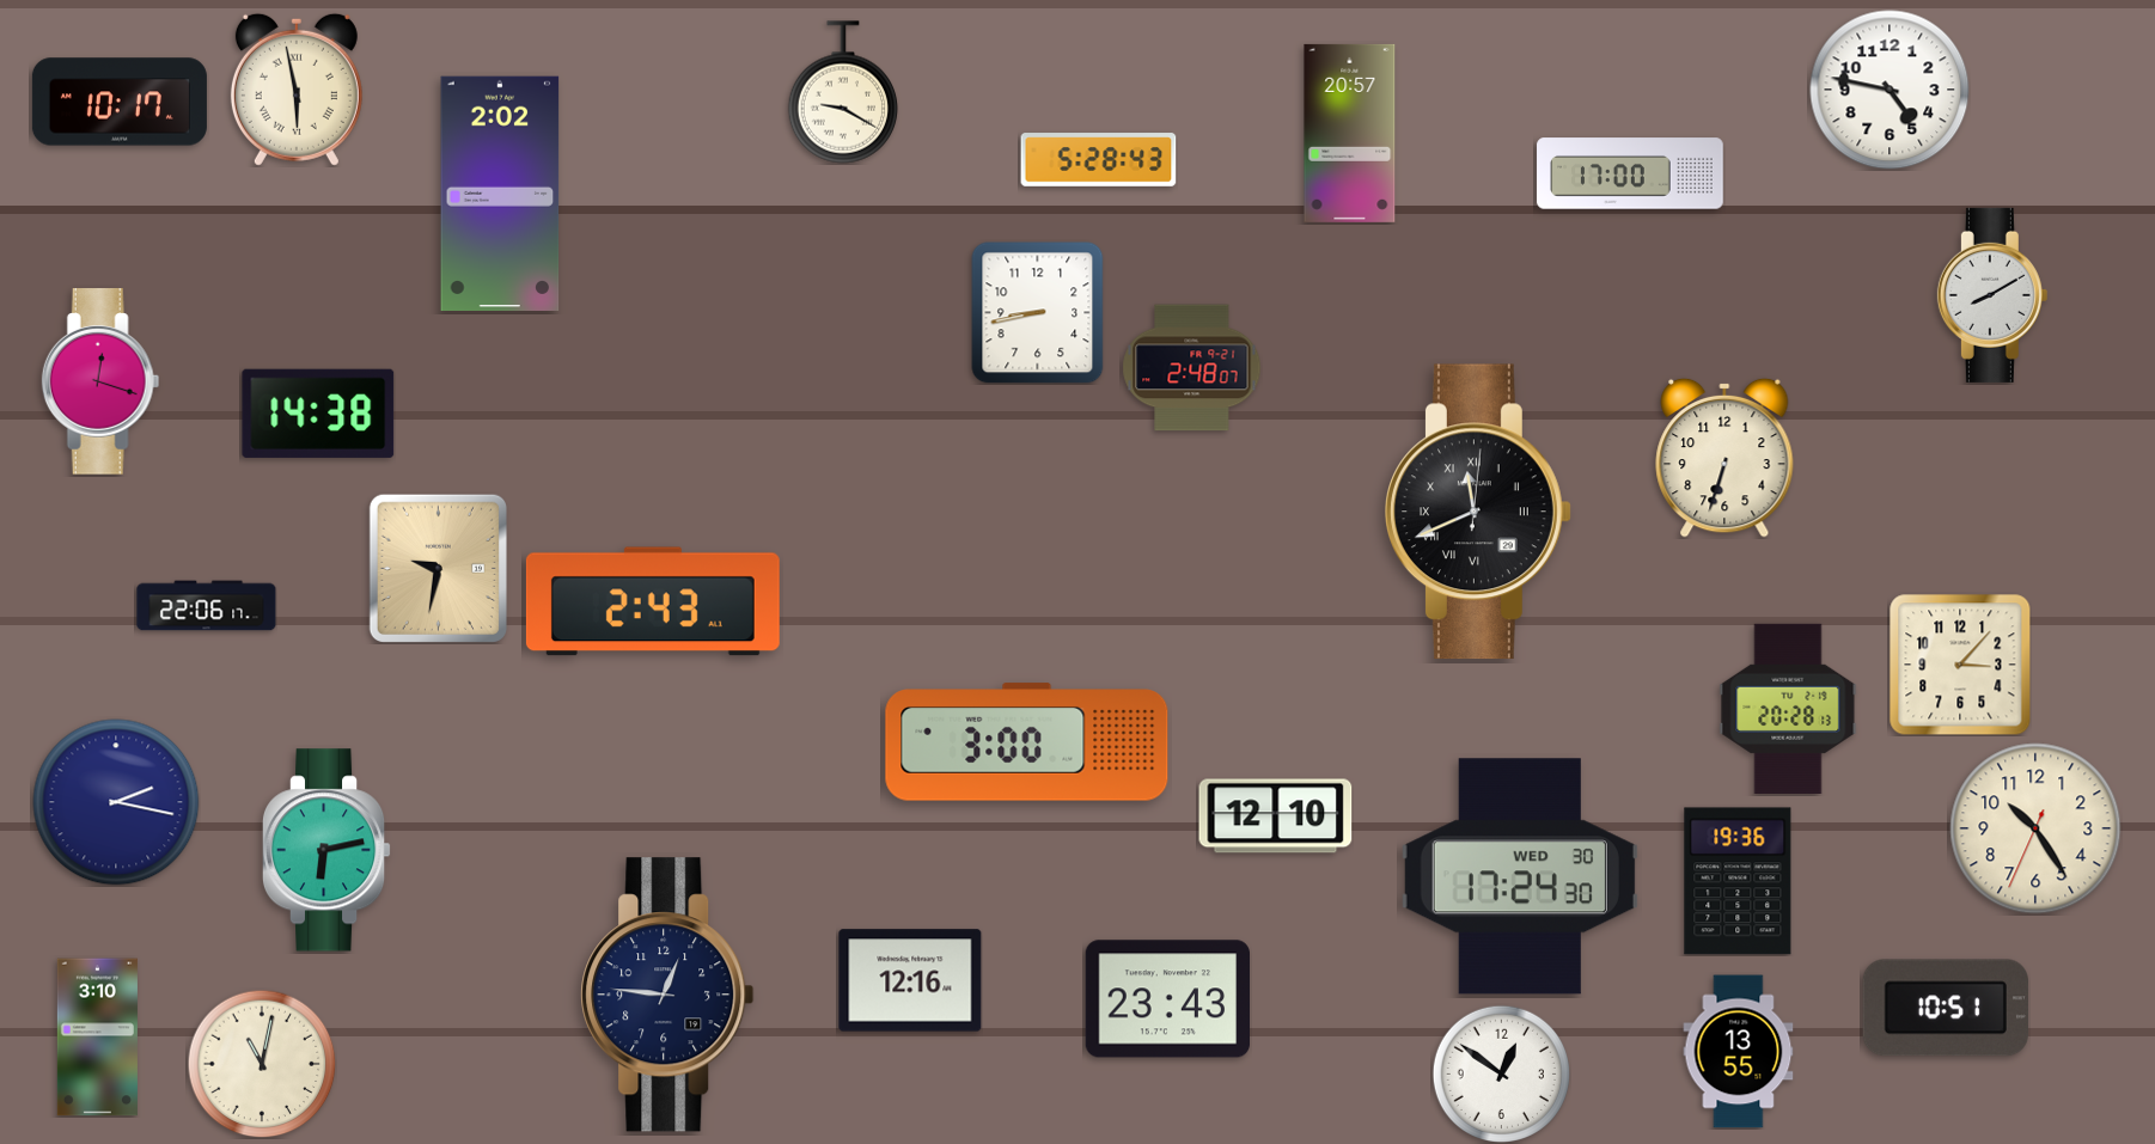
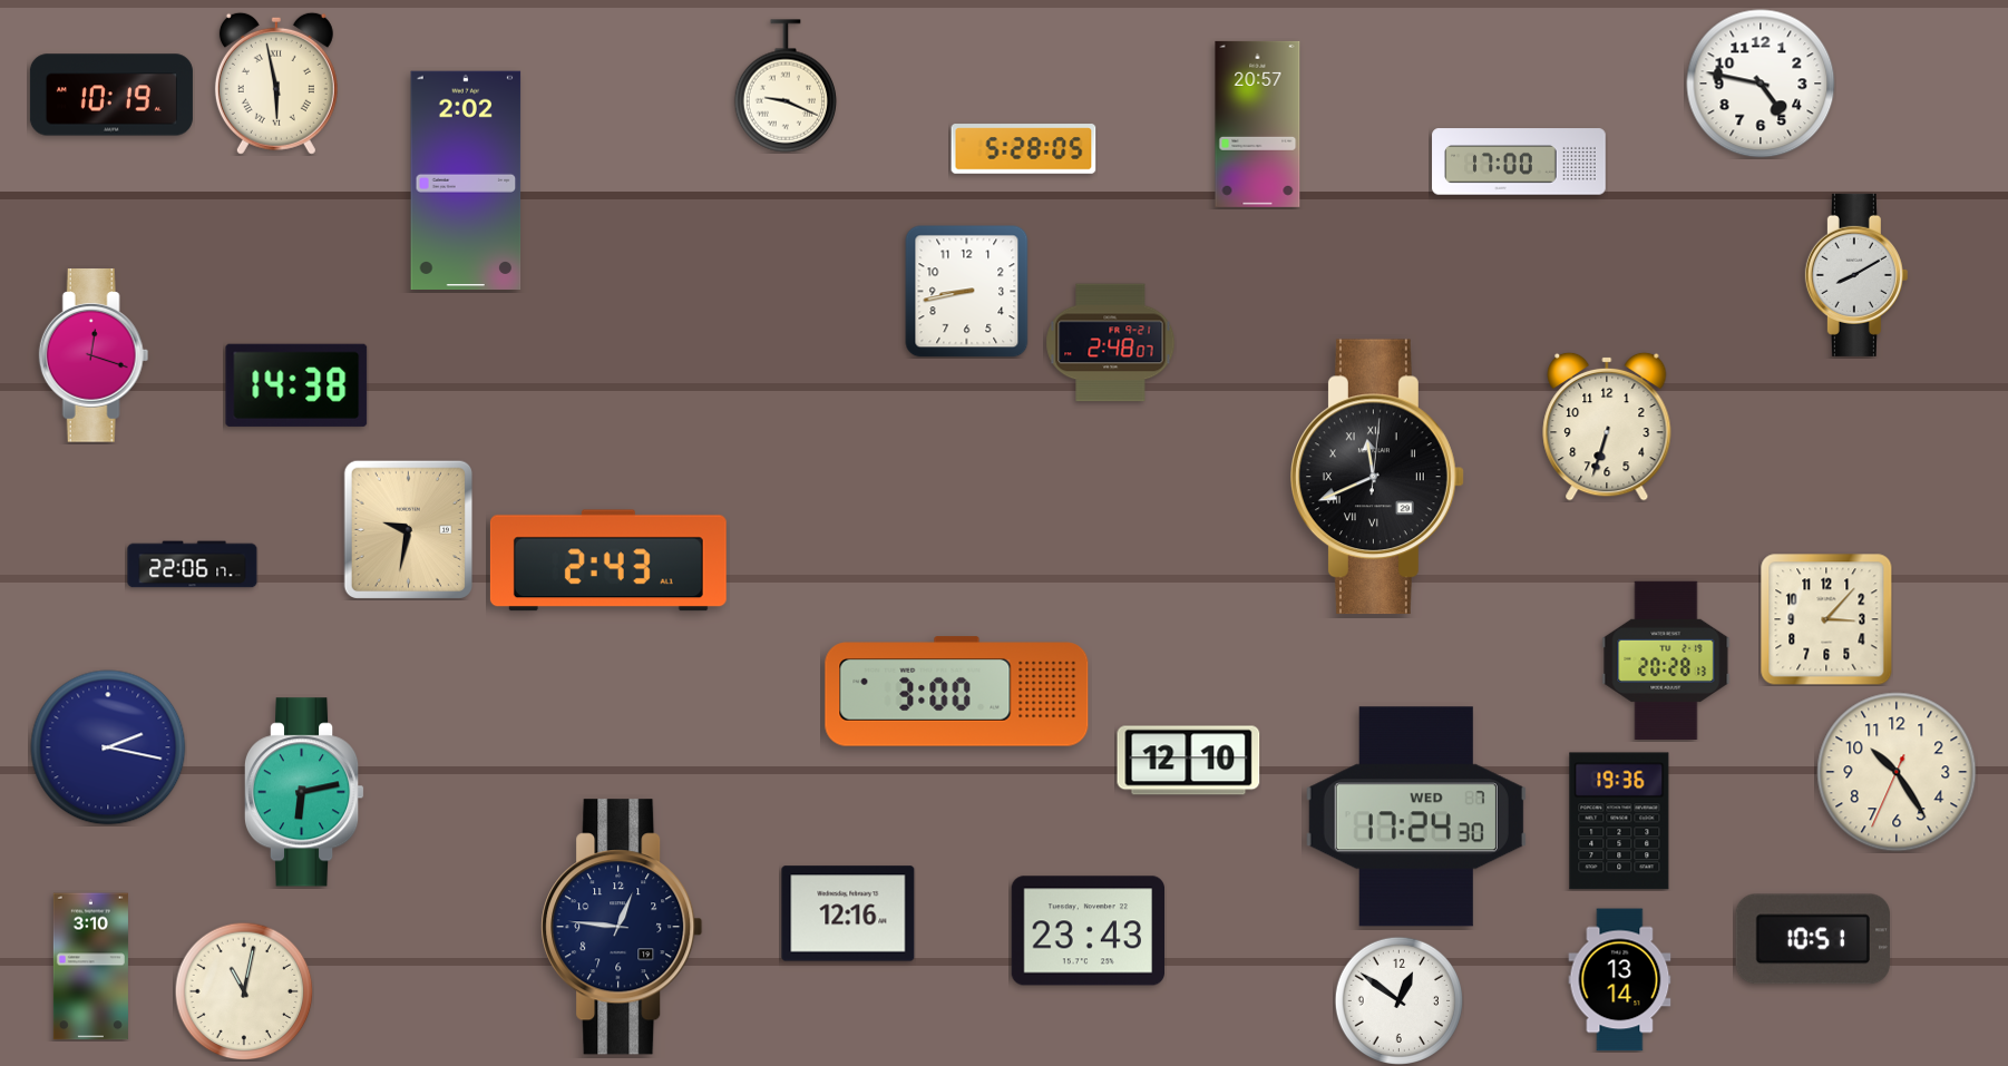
clock at (842, 92): 9:20 -> 9:19
clock at (120, 102): 10:17 -> 10:19
clock at (1099, 160): 5:28:43 -> 5:28:05
clock at (1520, 876) date: WED 30 -> WED 7
clock at (1739, 1052): 13:55 -> 13:14
